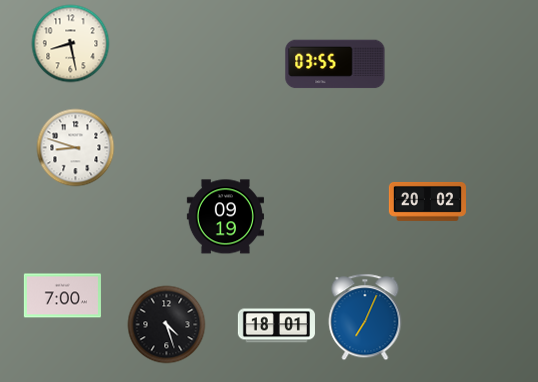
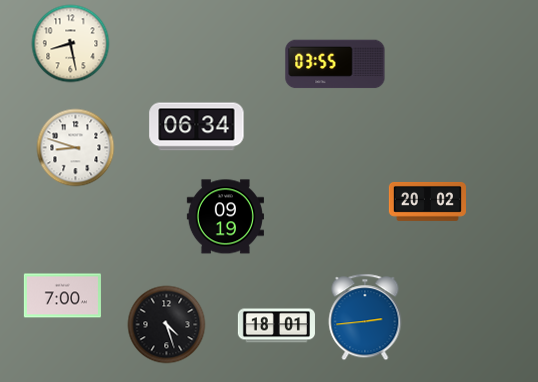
clock at (197, 127): none -> 06:34
clock at (365, 317): 7:04 -> 2:44
